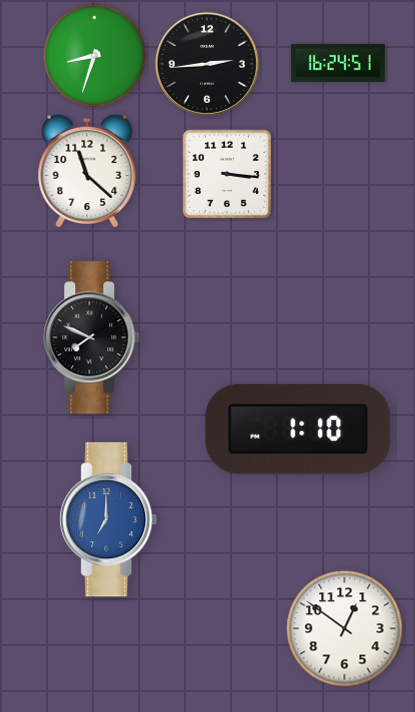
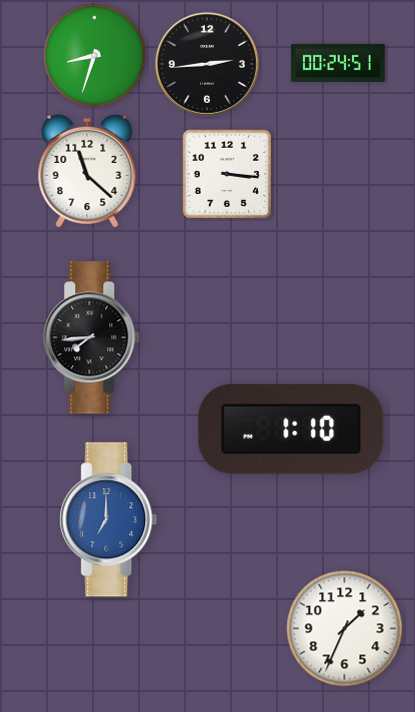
clock at (338, 63): 16:24 -> 00:24
clock at (92, 338): 7:49 -> 7:44
clock at (298, 429) position: (298, 429) -> (291, 429)
clock at (345, 629): 12:51 -> 1:34
